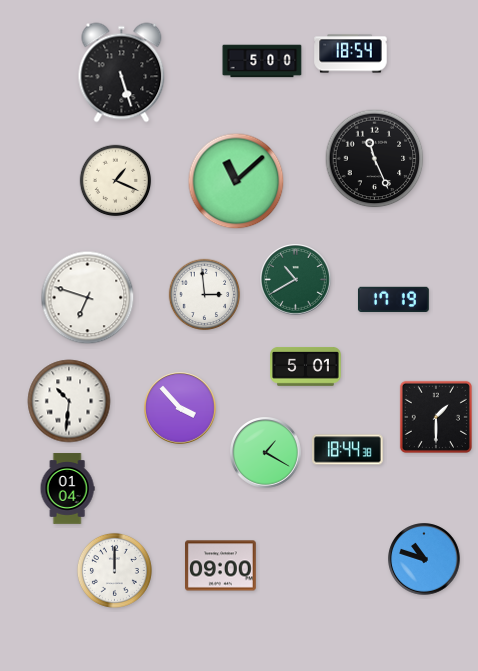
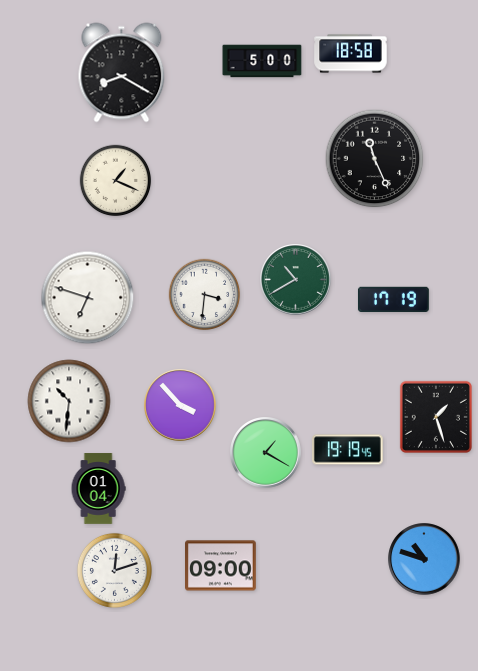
clock at (351, 54): 18:54 -> 18:58
clock at (122, 73): 5:27 -> 8:20
clock at (236, 181): 11:08 -> none
clock at (205, 295): 2:59 -> 3:31
clock at (306, 367): 5:01 -> none
clock at (180, 408) position: (180, 408) -> (180, 405)
clock at (436, 417): 1:30 -> 1:27
clock at (347, 450): 18:44 -> 19:19
clock at (67, 489) position: (67, 489) -> (98, 489)
clock at (114, 570): 12:00 -> 12:12
